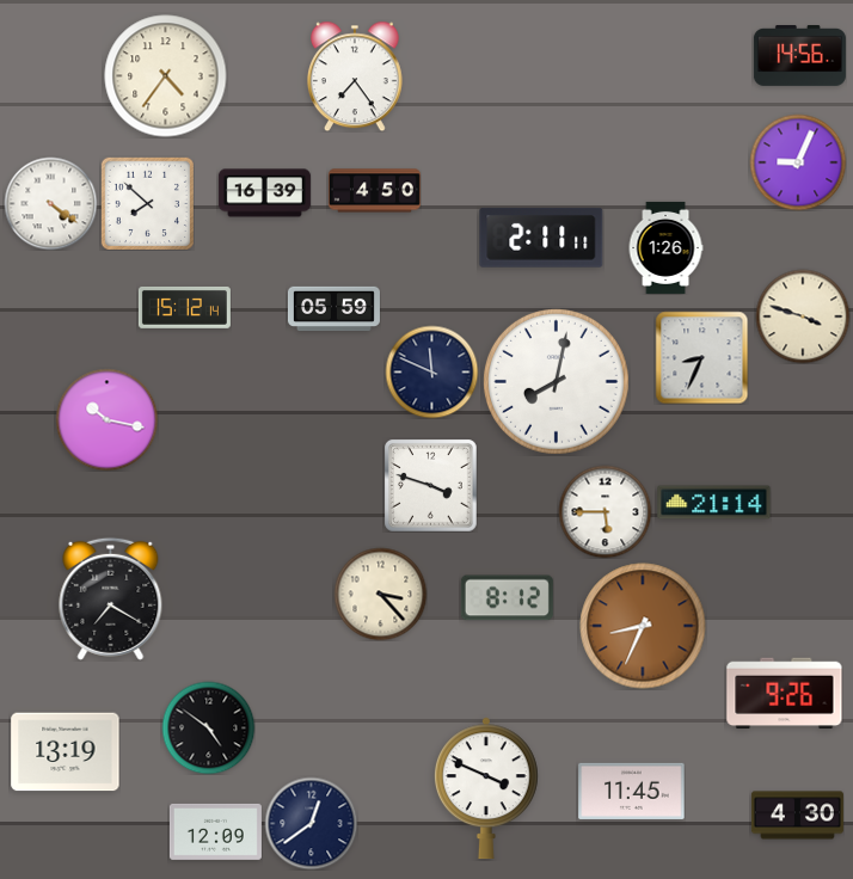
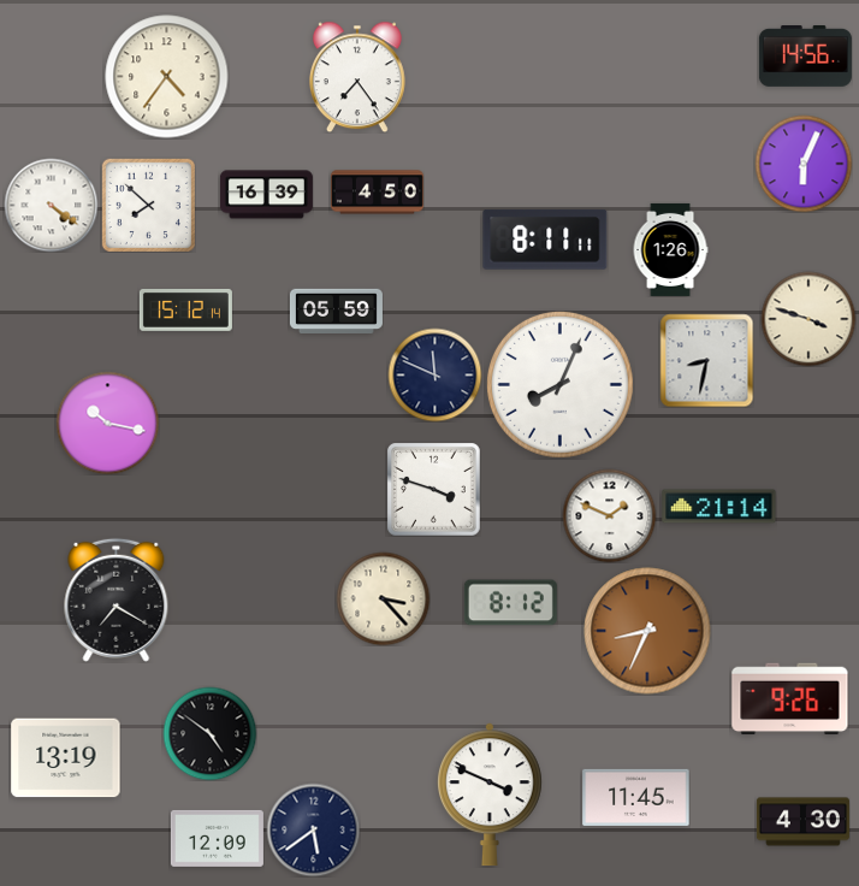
clock at (798, 162): 9:04 -> 6:04
clock at (541, 238): 2:11 -> 8:11
clock at (701, 357): 8:34 -> 8:32
clock at (556, 381): 8:02 -> 8:04
clock at (605, 511): 5:45 -> 1:49
clock at (111, 598) position: (111, 598) -> (117, 599)
clock at (311, 823): 12:39 -> 5:39
